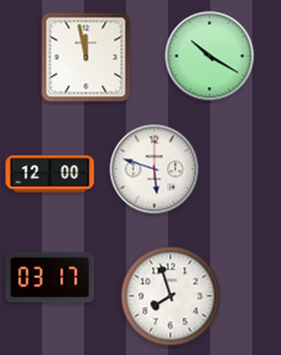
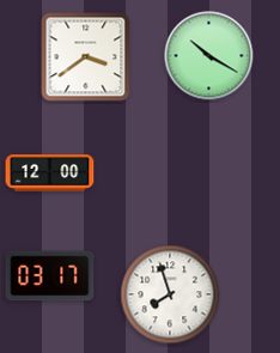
clock at (86, 58): 11:58 -> 3:39
clock at (155, 170): 5:48 -> none
